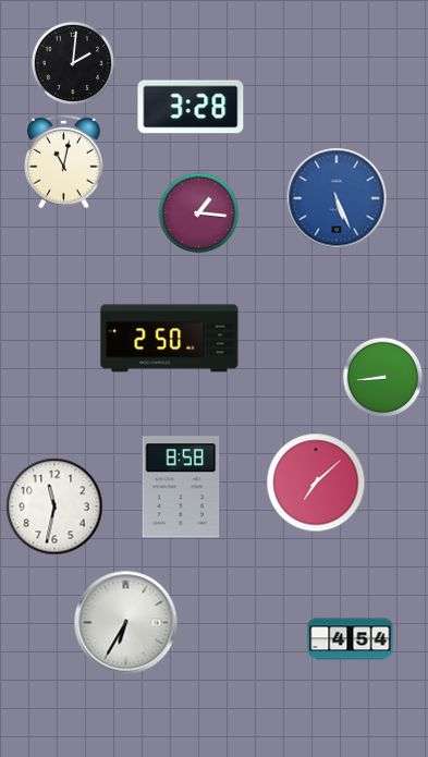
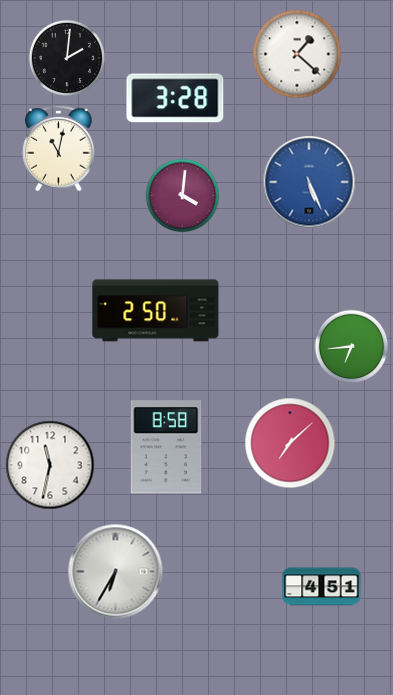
clock at (297, 54): none -> 1:22
clock at (199, 213): 1:16 -> 4:01
clock at (383, 378): 8:44 -> 6:44
clock at (351, 639): 4:54 -> 4:51
